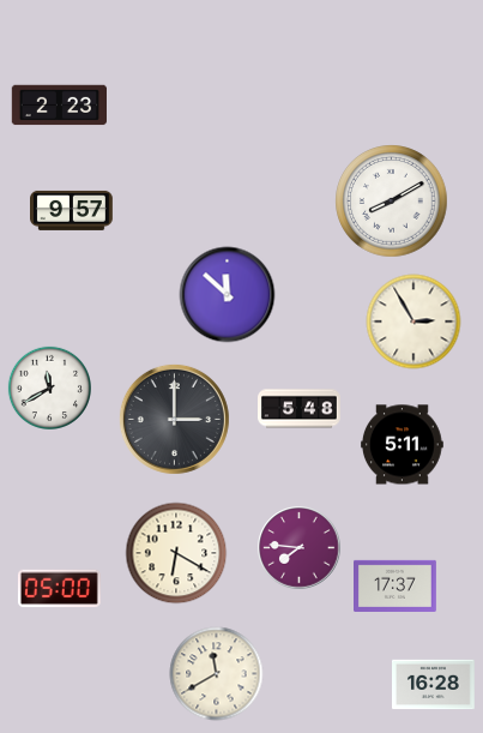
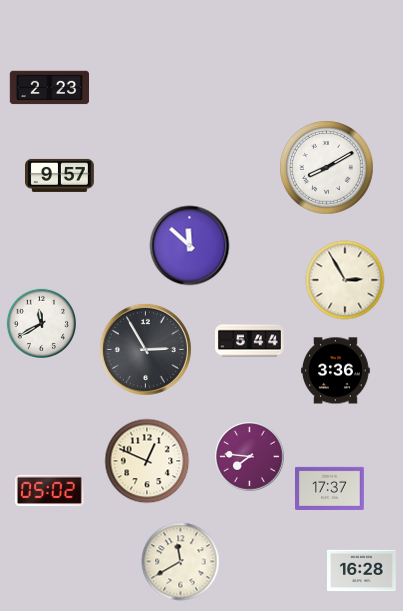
clock at (413, 322) position: (413, 322) -> (345, 280)
clock at (300, 409): 5:48 -> 5:44
clock at (174, 419): 3:00 -> 2:55
clock at (403, 445): 5:11 -> 3:36
clock at (176, 553): 6:20 -> 12:49
clock at (59, 589): 05:00 -> 05:02
